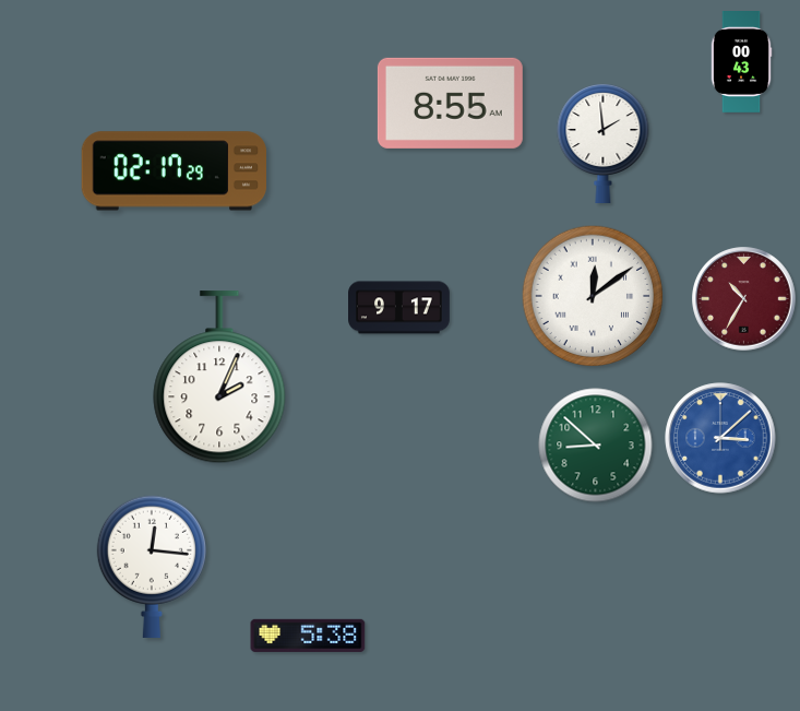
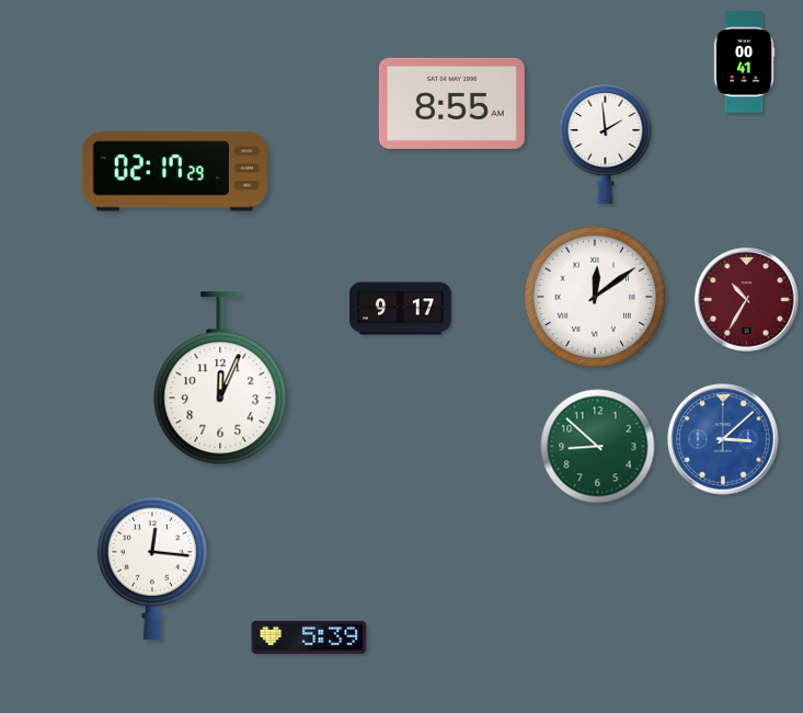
clock at (741, 62): 00:43 -> 00:41
clock at (219, 378): 2:04 -> 12:04
clock at (308, 636): 5:38 -> 5:39
